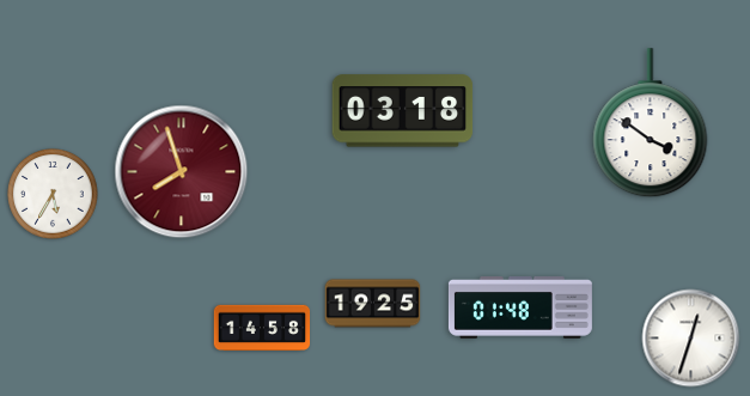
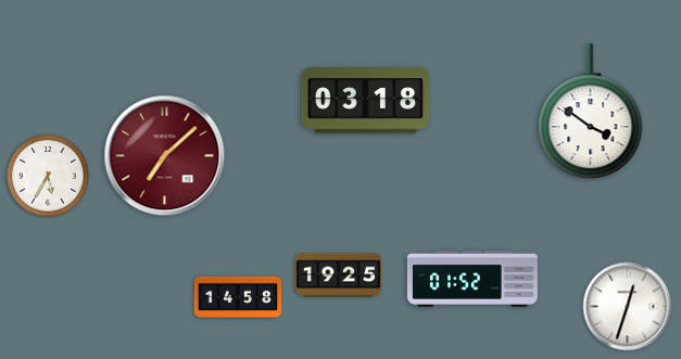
clock at (182, 172): 7:57 -> 7:08
clock at (520, 307): 01:48 -> 01:52
